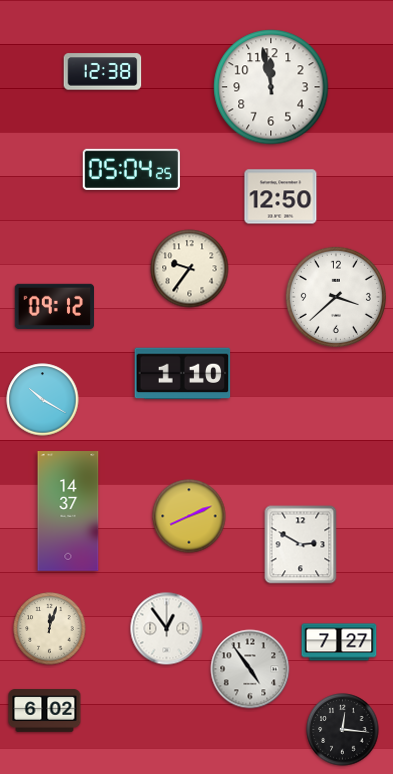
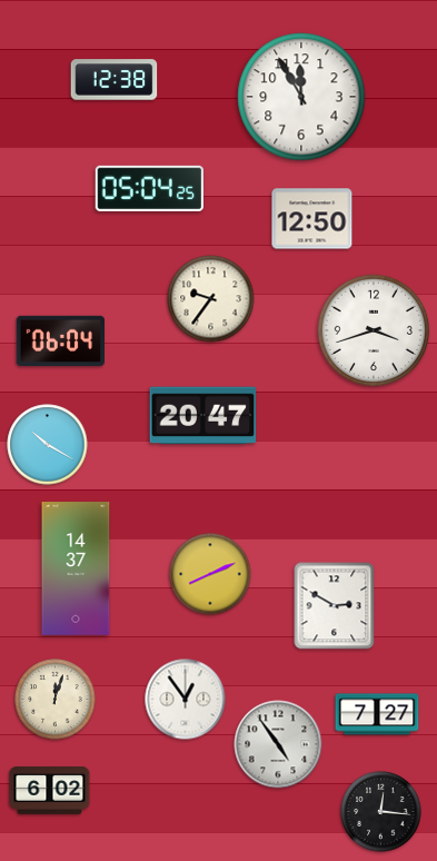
clock at (271, 87): 11:58 -> 11:55
clock at (131, 169) position: (131, 169) -> (149, 188)
clock at (336, 297): 3:38 -> 3:42
clock at (55, 306): 09:12 -> 06:04
clock at (183, 374): 1:10 -> 20:47
